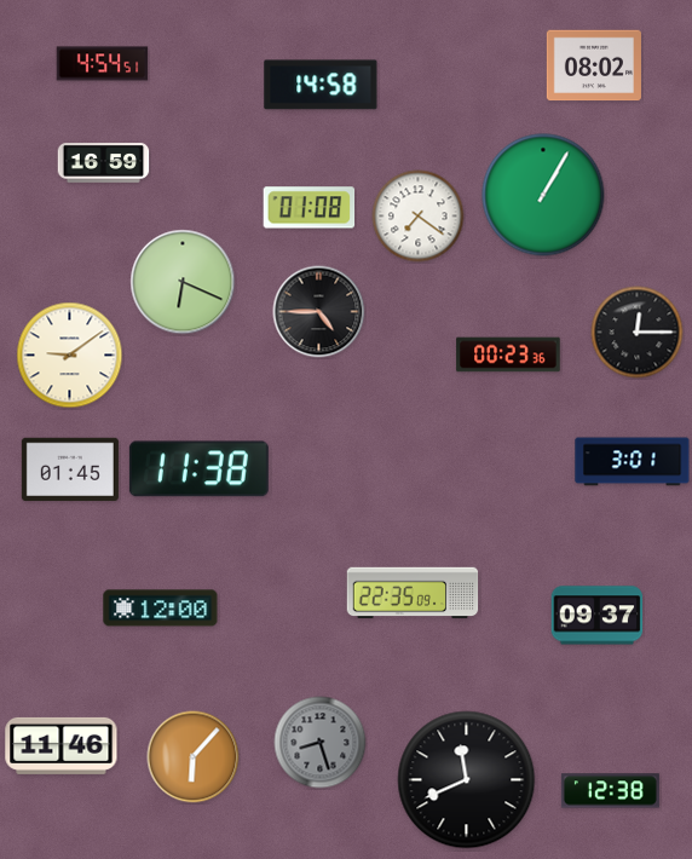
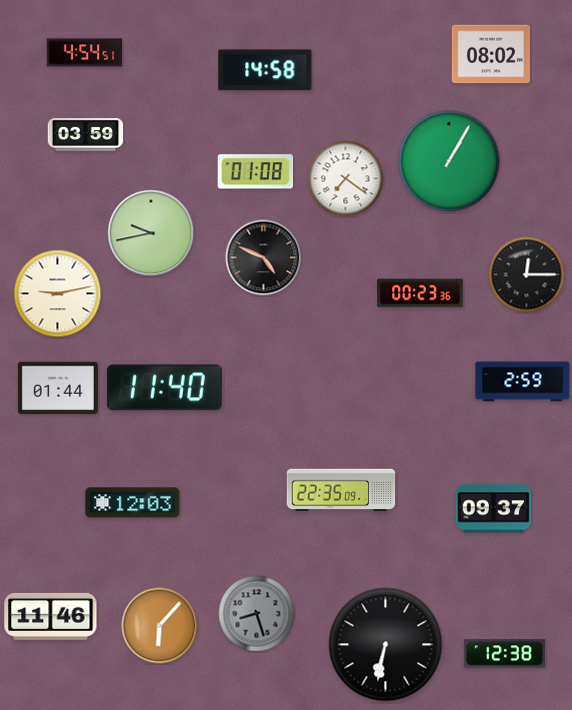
clock at (104, 163): 16:59 -> 03:59
clock at (183, 282): 6:19 -> 9:43
clock at (319, 312): 4:45 -> 4:49
clock at (70, 356): 9:09 -> 9:13
clock at (633, 462): 3:01 -> 2:59
clock at (70, 469): 01:45 -> 01:44
clock at (198, 469): 11:38 -> 11:40
clock at (161, 609): 12:00 -> 12:03
clock at (321, 743) position: (321, 743) -> (257, 614)
clock at (467, 780): 11:41 -> 6:32
